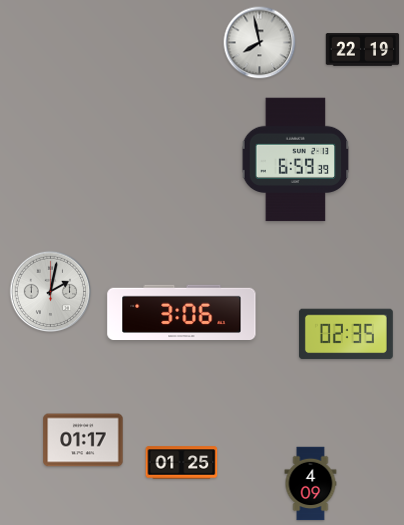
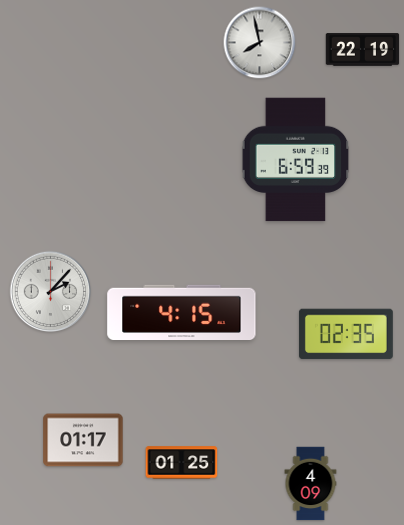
clock at (51, 292): 2:02 -> 2:07
clock at (182, 313): 3:06 -> 4:15
